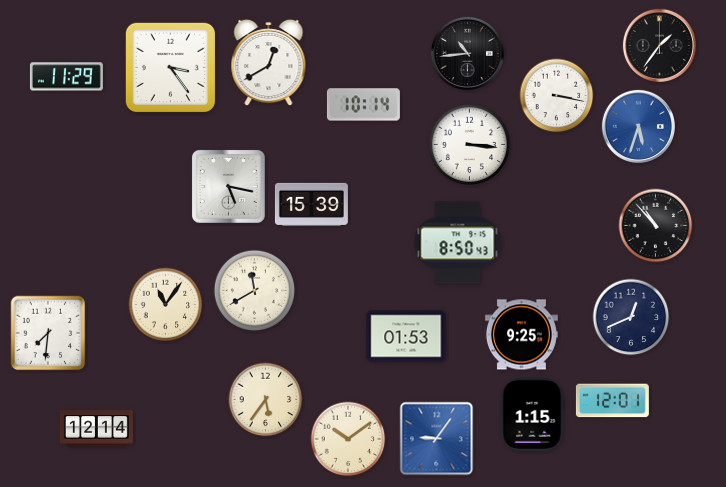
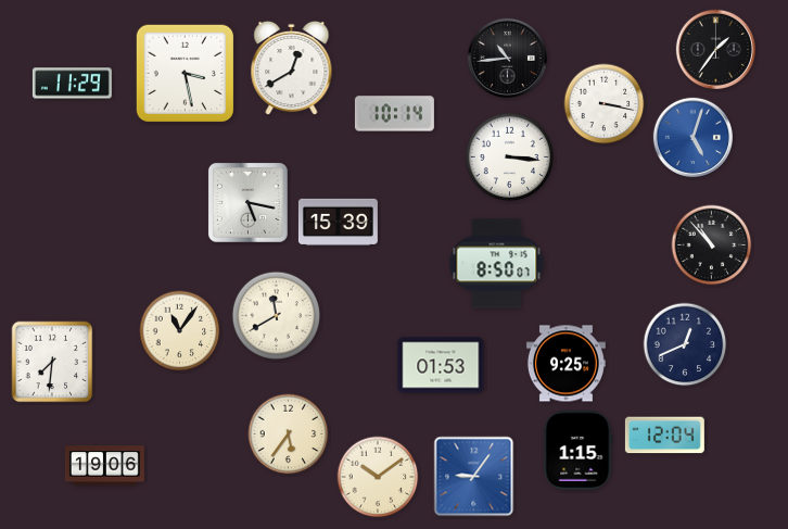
clock at (170, 67): 3:24 -> 3:28
clock at (638, 126): 5:33 -> 5:03
clock at (458, 243): 8:50:43 -> 8:50:07
clock at (612, 401): 12:01 -> 12:04
clock at (96, 429): 12:14 -> 19:06
